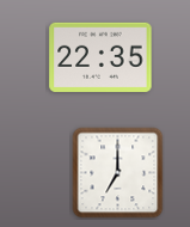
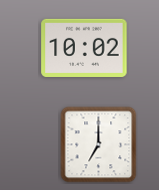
clock at (100, 57): 22:35 -> 10:02
